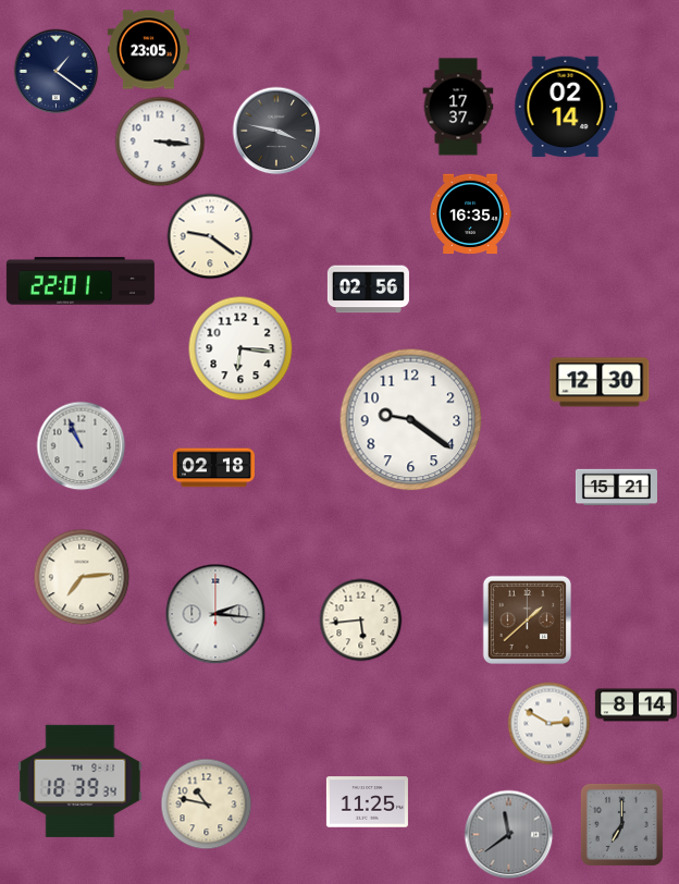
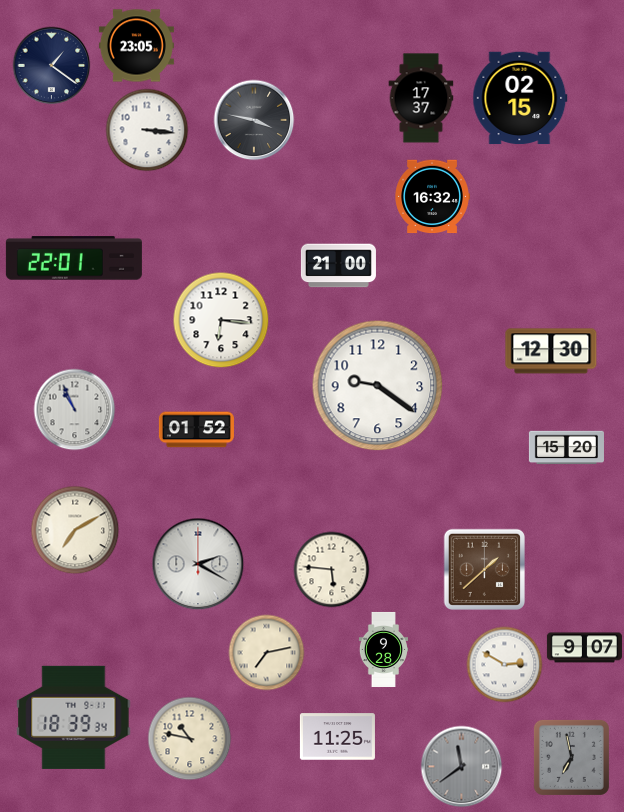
clock at (566, 107): 02:14 -> 02:15
clock at (470, 214): 16:35 -> 16:32
clock at (210, 236): 9:21 -> none
clock at (368, 290): 02:56 -> 21:00
clock at (213, 468): 02:18 -> 01:52
clock at (616, 488): 15:21 -> 15:20
clock at (82, 577): 7:14 -> 7:10
clock at (215, 614): 2:16 -> 2:20
clock at (361, 621): 5:44 -> 5:46
clock at (635, 705): 8:14 -> 9:07
clock at (383, 649): none -> 9:28
clock at (267, 653): none -> 7:13
clock at (621, 824): 7:00 -> 6:58
clock at (509, 835) position: (509, 835) -> (462, 767)
